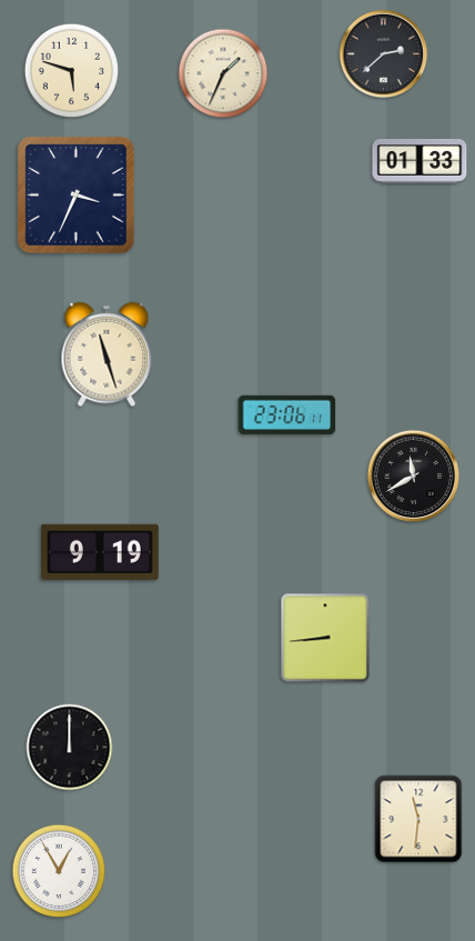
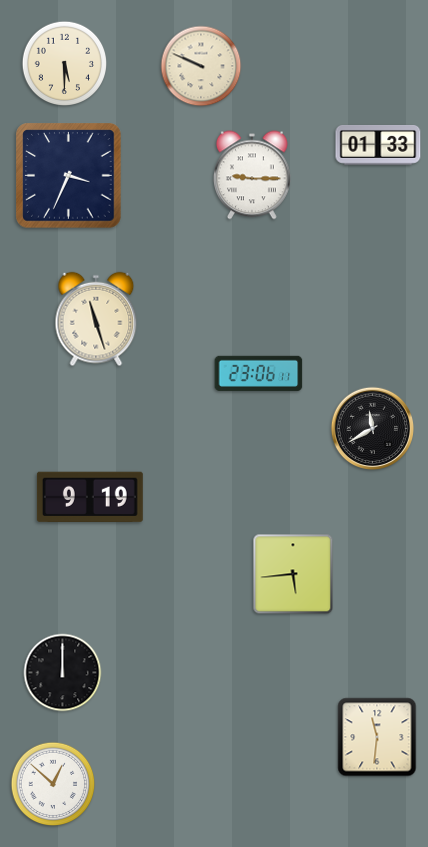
clock at (384, 54): 2:38 -> none
clock at (71, 70): 5:48 -> 5:30
clock at (223, 73): 1:34 -> 9:49
clock at (253, 175): none -> 9:15
clock at (325, 638): 8:44 -> 5:44
clock at (59, 871): 12:55 -> 12:52
